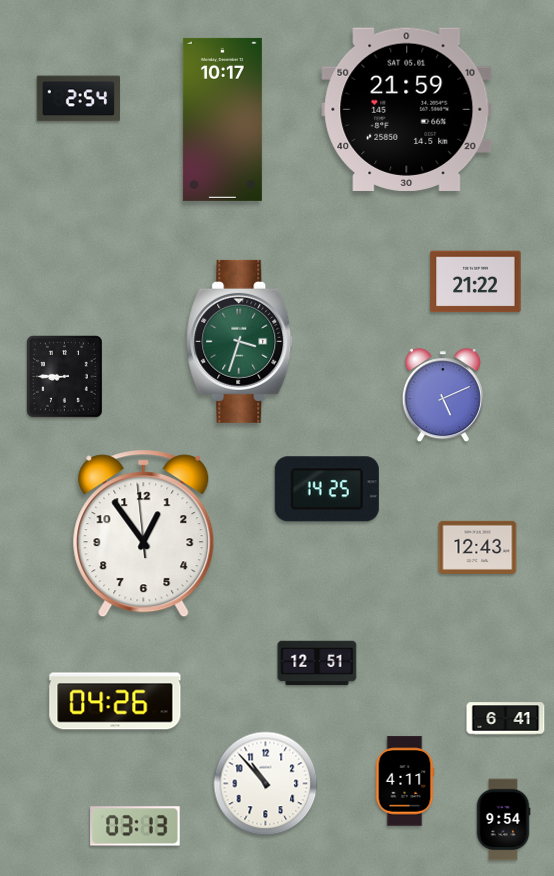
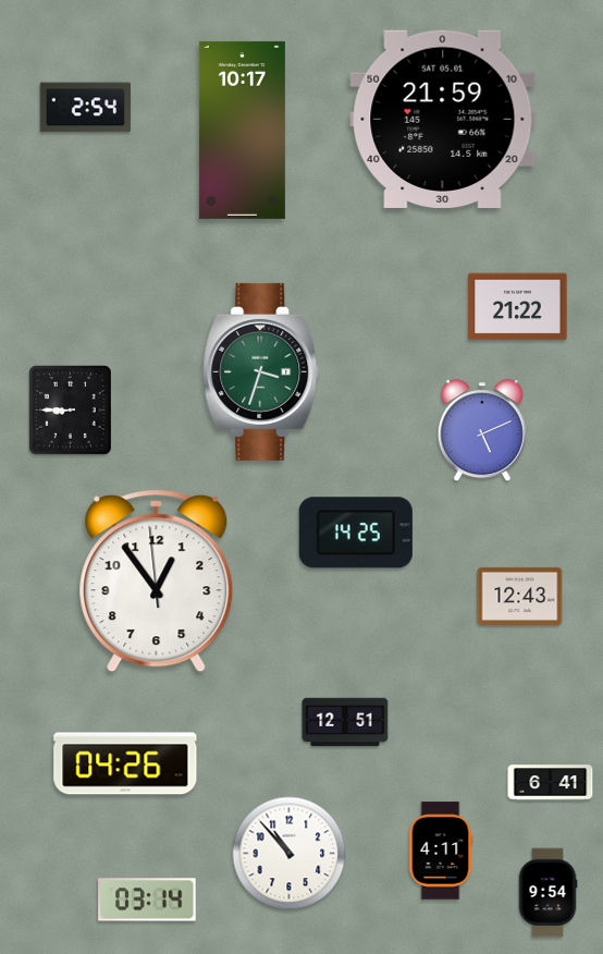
clock at (135, 826): 03:13 -> 03:14
